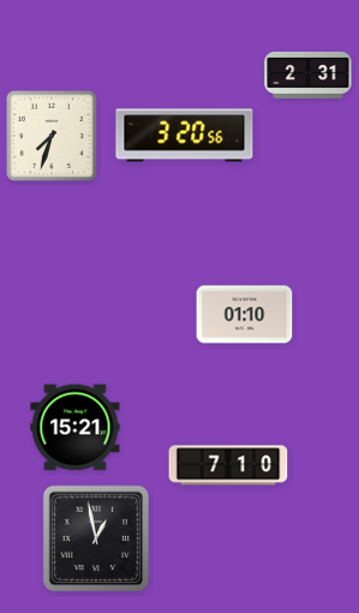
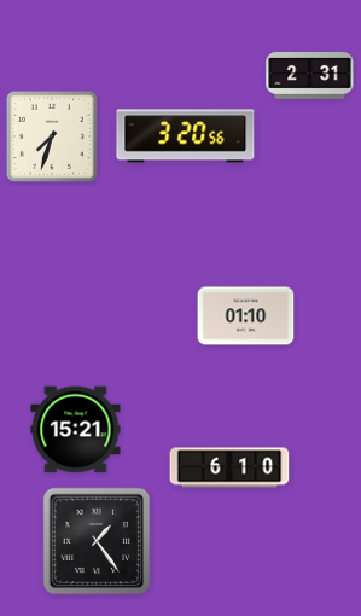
clock at (228, 465): 7:10 -> 6:10
clock at (96, 538): 12:58 -> 1:24
